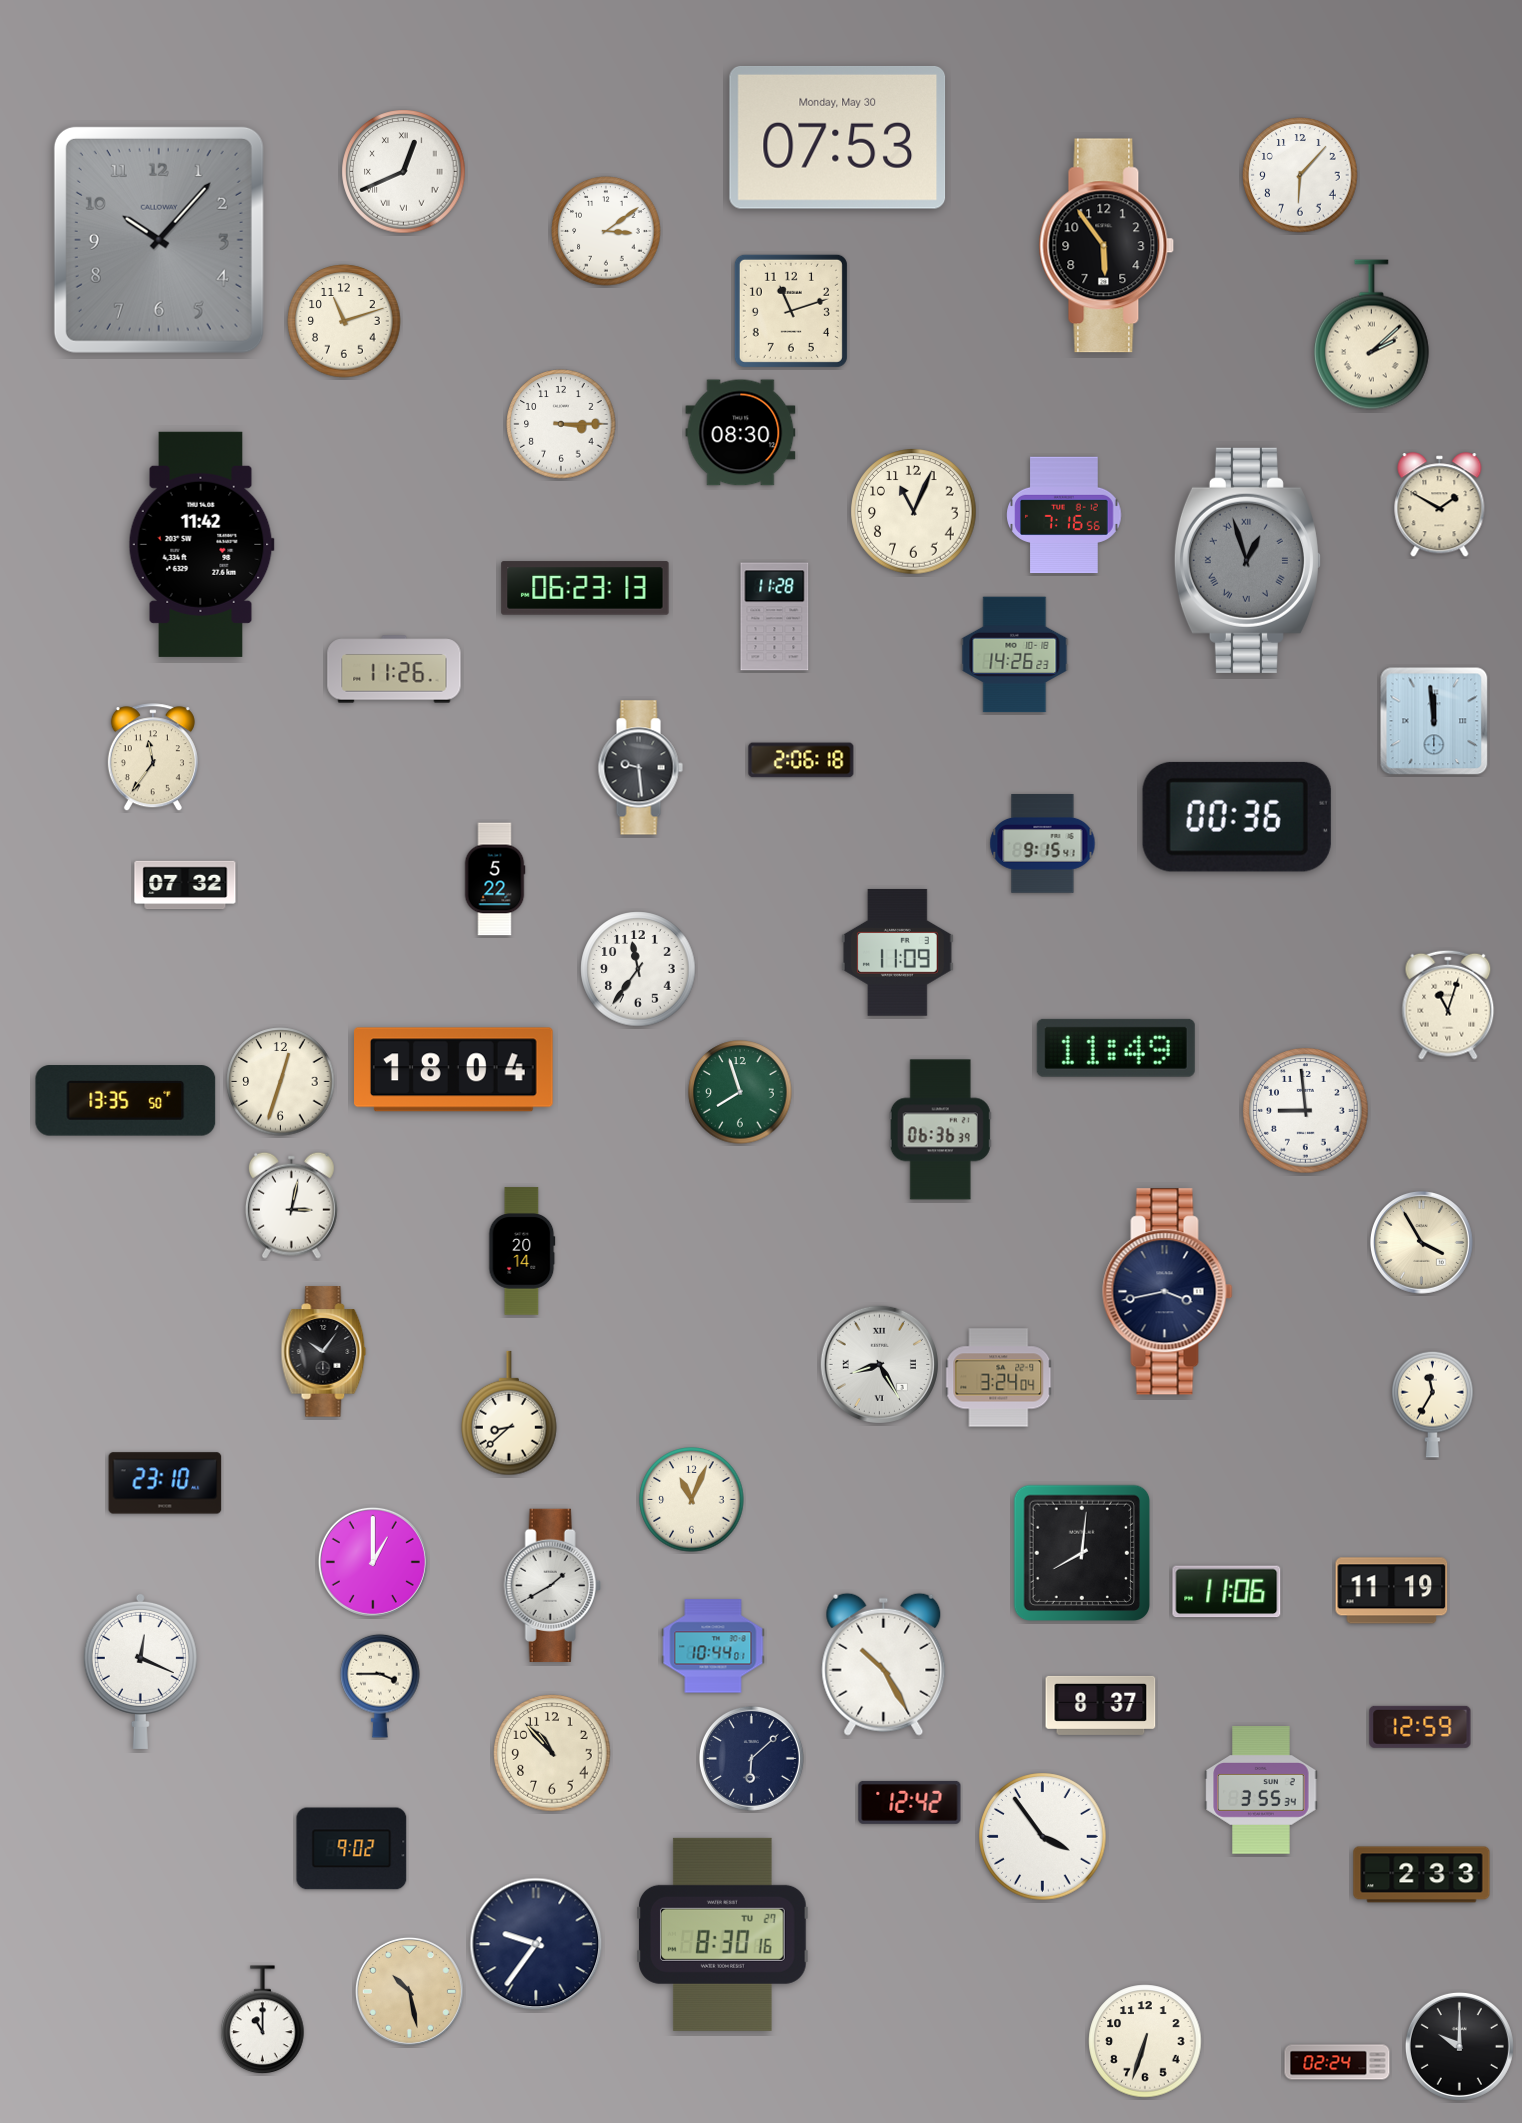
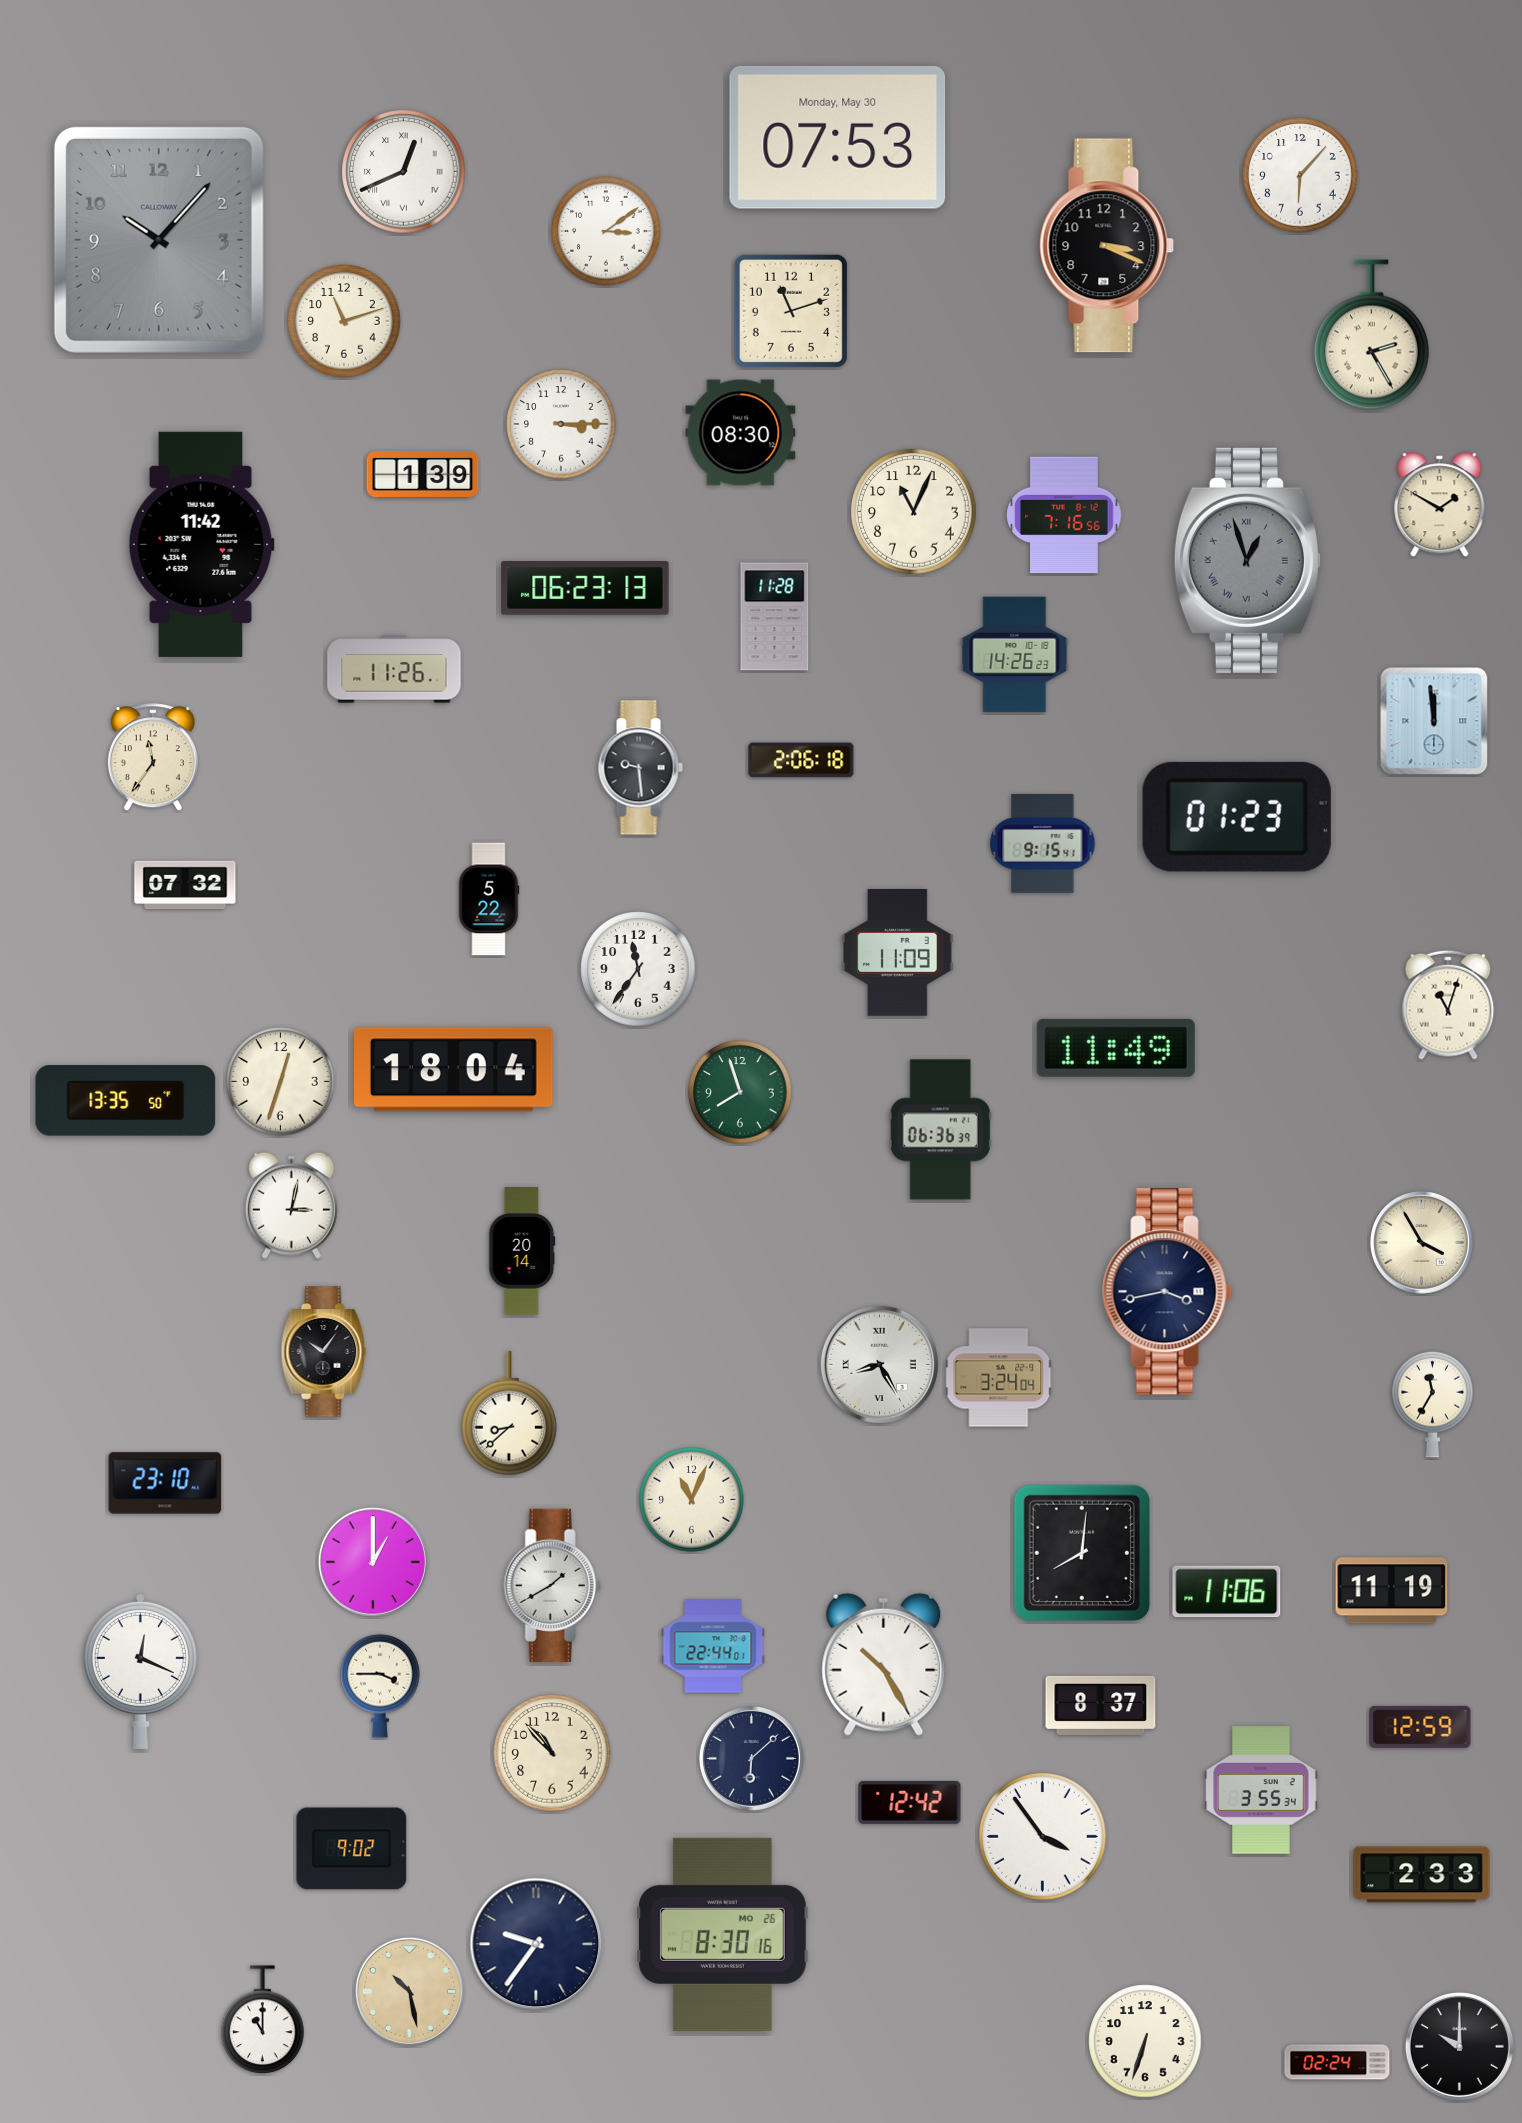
clock at (1107, 246): 5:54 -> 3:19
clock at (1371, 335): 2:08 -> 2:25
clock at (423, 474): none -> 1:39
clock at (1237, 817): 00:36 -> 01:23
clock at (495, 879) position: (495, 879) -> (489, 899)
clock at (1306, 1111): 8:59 -> none
clock at (713, 1646): 10:44 -> 22:44
clock at (723, 1934) date: TU 27 -> MO 26
